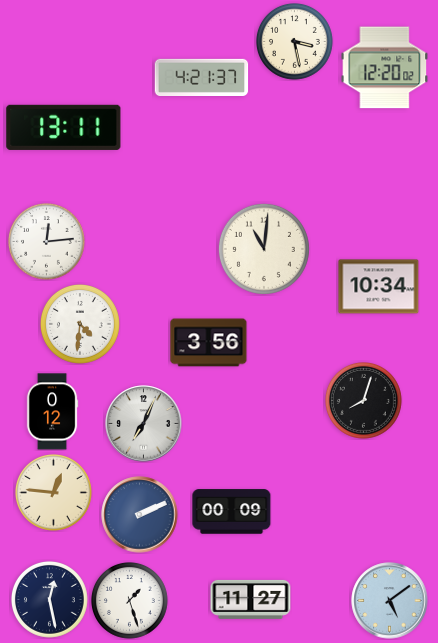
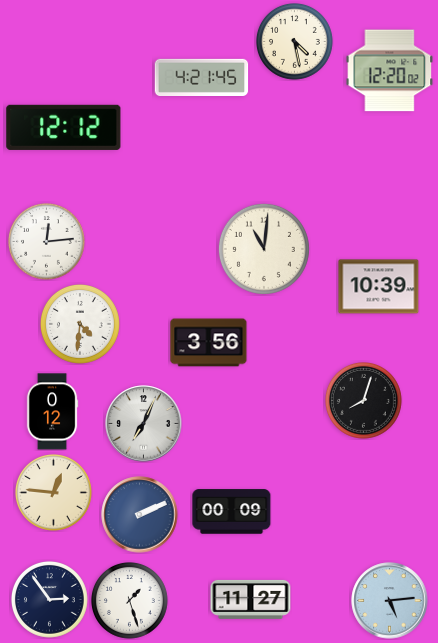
clock at (295, 42): 3:28 -> 4:28
clock at (385, 68) position: (385, 68) -> (390, 71)
clock at (202, 77): 4:21:37 -> 4:21:45
clock at (64, 127): 13:11 -> 12:12
clock at (379, 287): 10:34 -> 10:39
clock at (50, 600): 12:28 -> 2:54
clock at (390, 601): 5:09 -> 5:14
